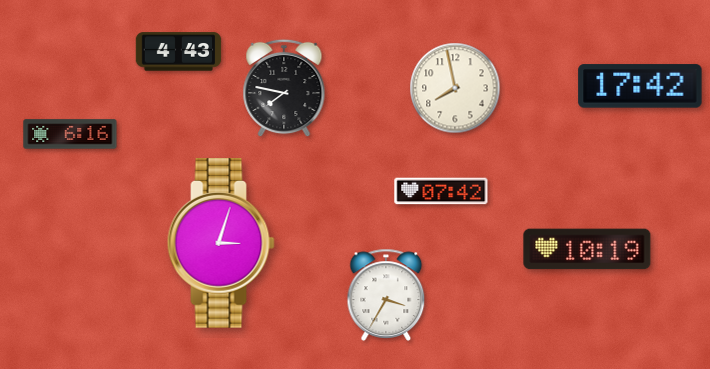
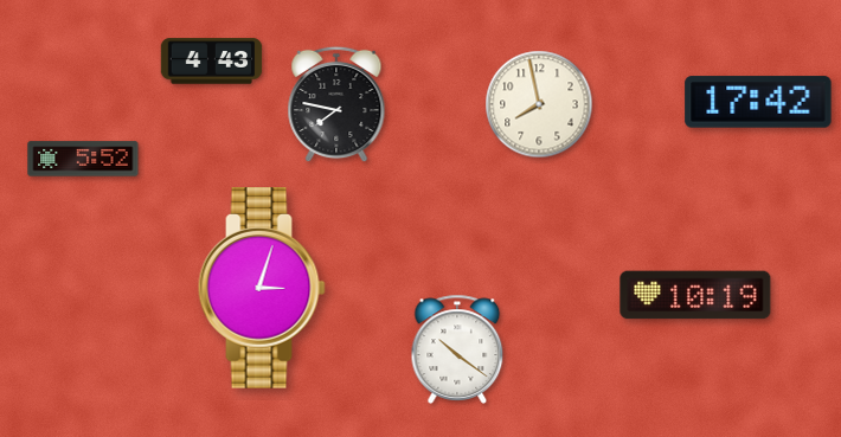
clock at (70, 134): 6:16 -> 5:52
clock at (441, 191): 07:42 -> none
clock at (386, 295): 3:35 -> 10:21
